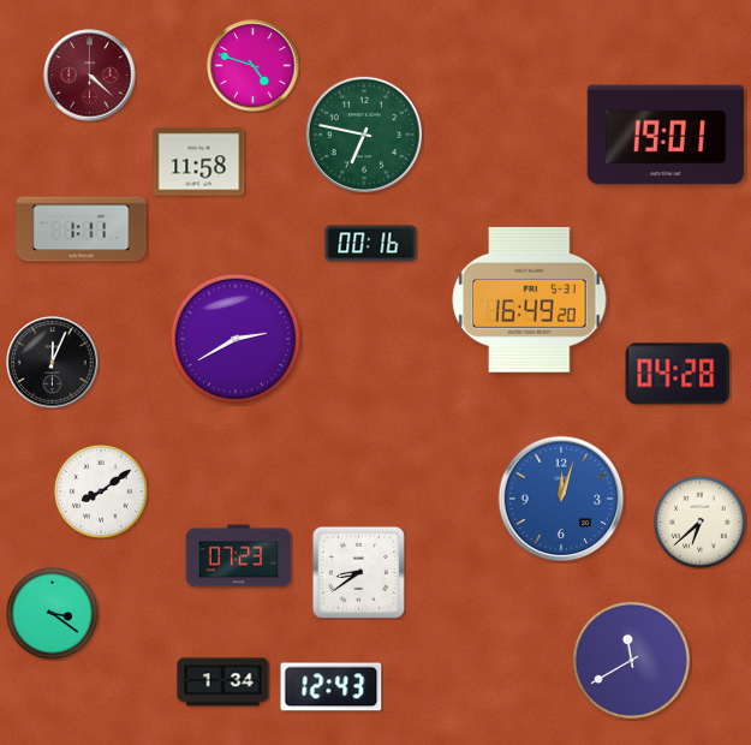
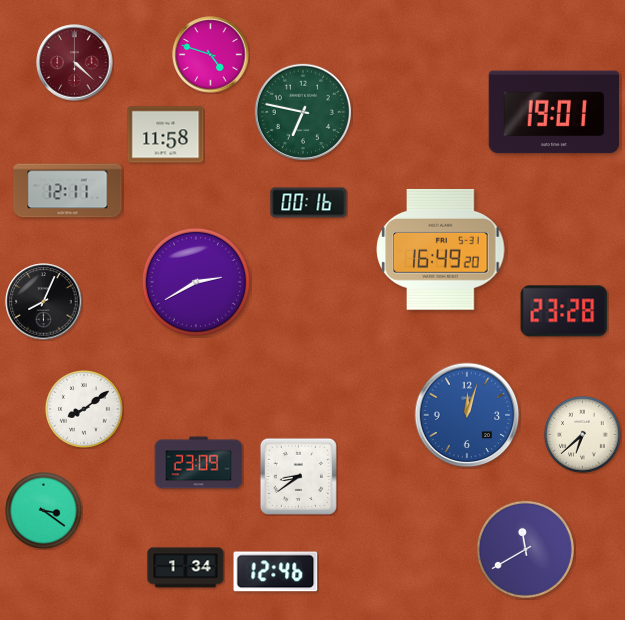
clock at (82, 230): 1:11 -> 12:11
clock at (53, 363): 12:04 -> 8:04
clock at (678, 374): 04:28 -> 23:28
clock at (239, 556): 07:23 -> 23:09
clock at (332, 687): 12:43 -> 12:46
